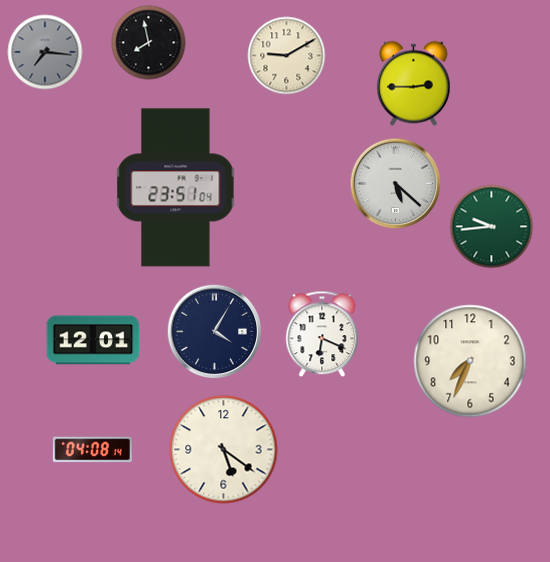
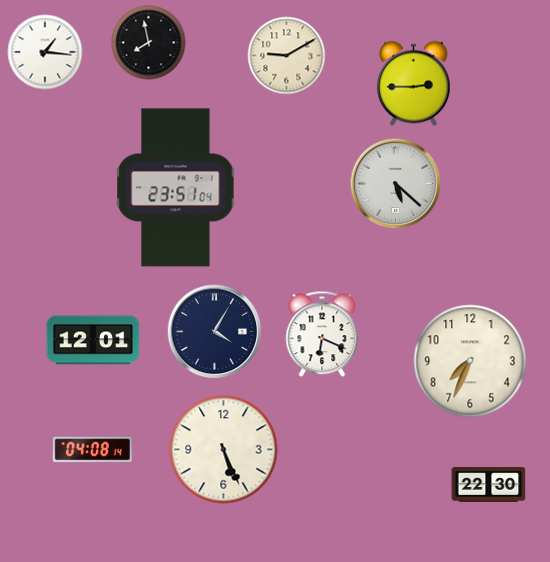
clock at (45, 52): 7:16 -> 1:16
clock at (45, 52) dial: grey -> white
clock at (492, 227): 9:44 -> none
clock at (224, 450): 5:21 -> 5:26
clock at (489, 485): none -> 22:30
